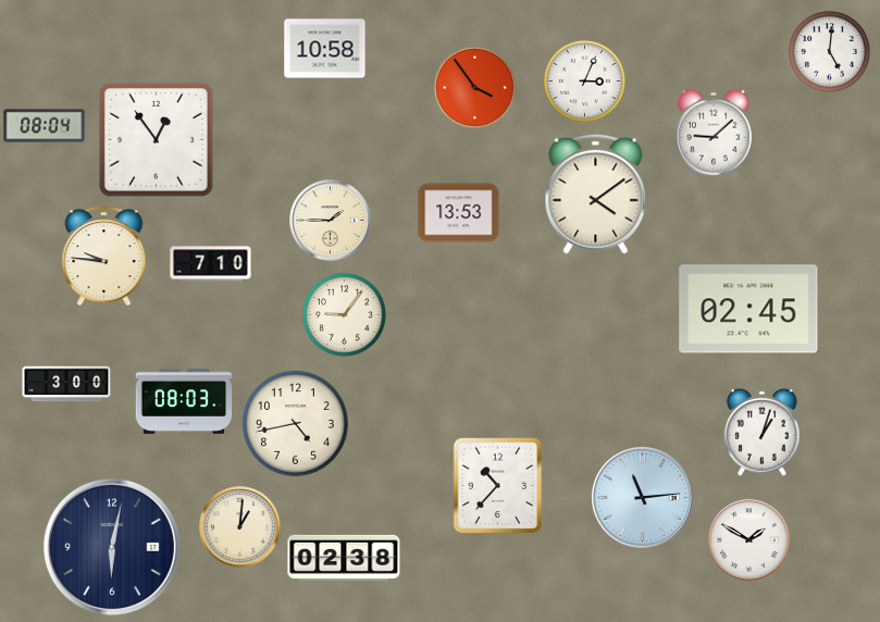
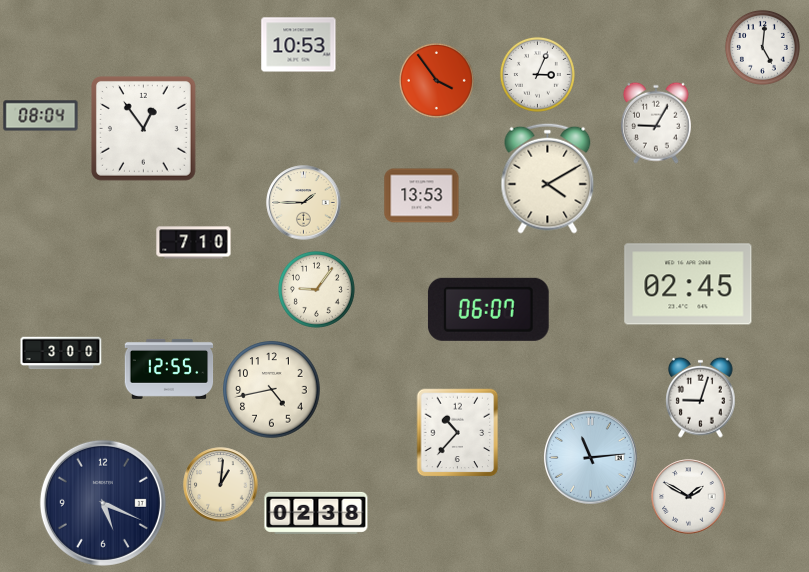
clock at (325, 49): 10:58 -> 10:53
clock at (714, 134): 9:08 -> 9:05
clock at (596, 194): 4:09 -> 4:10
clock at (104, 257): 9:46 -> none
clock at (488, 309): none -> 06:07
clock at (184, 401): 08:03 -> 12:55
clock at (763, 432): 1:03 -> 9:03
clock at (498, 486) position: (498, 486) -> (458, 433)
clock at (112, 547): 6:02 -> 5:19
